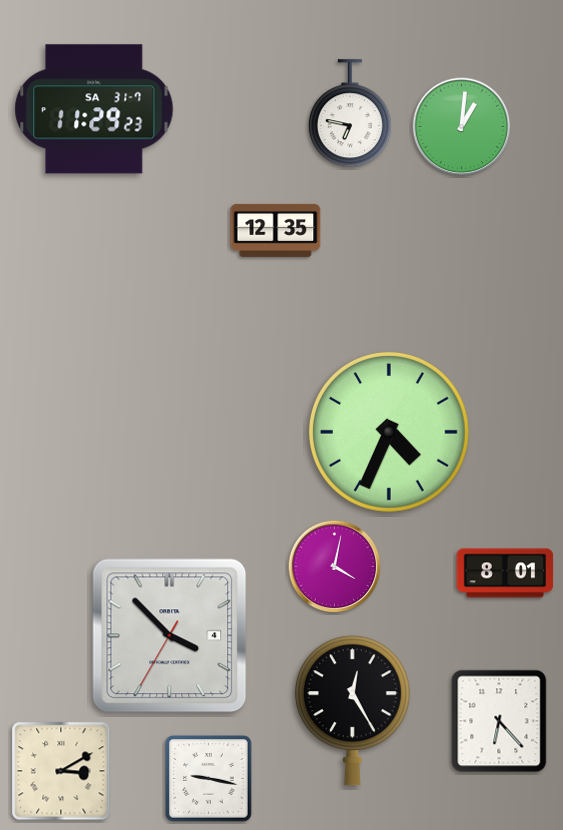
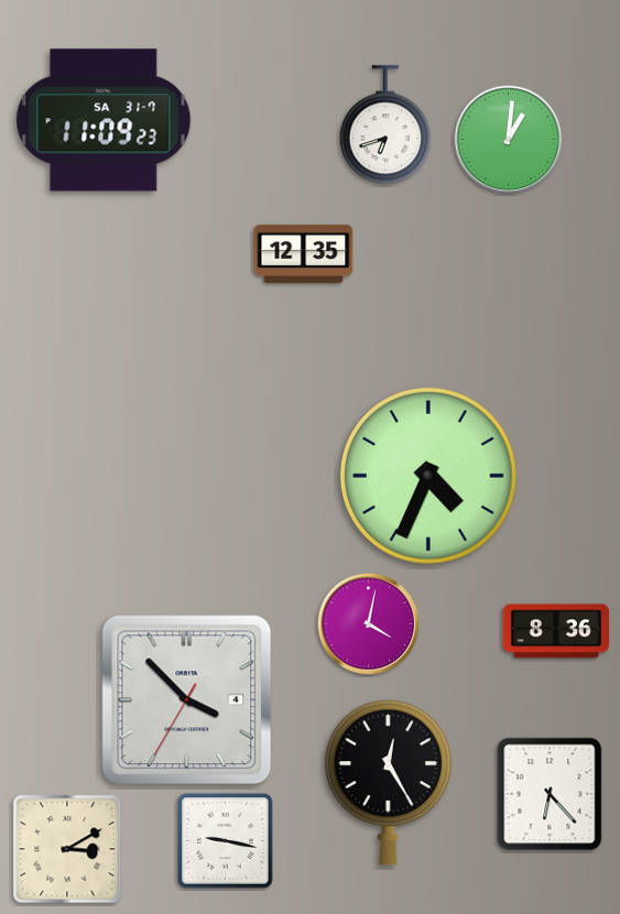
clock at (94, 109): 11:29 -> 11:09
clock at (350, 114): 6:47 -> 6:42
clock at (505, 573): 8:01 -> 8:36
clock at (209, 779) position: (209, 779) -> (226, 841)
